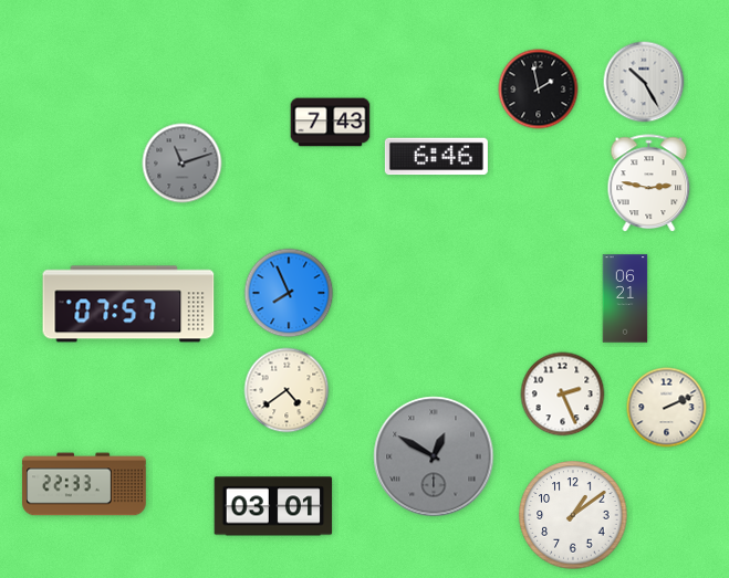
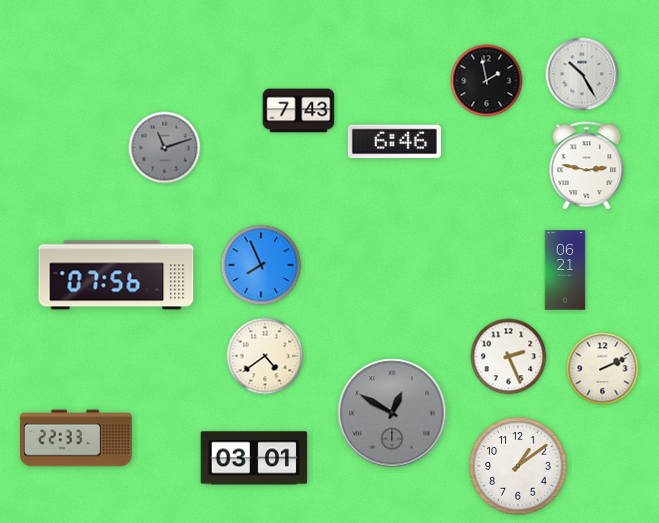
clock at (128, 304): 07:57 -> 07:56
clock at (287, 390) position: (287, 390) -> (265, 356)
clock at (273, 506) position: (273, 506) -> (254, 458)
